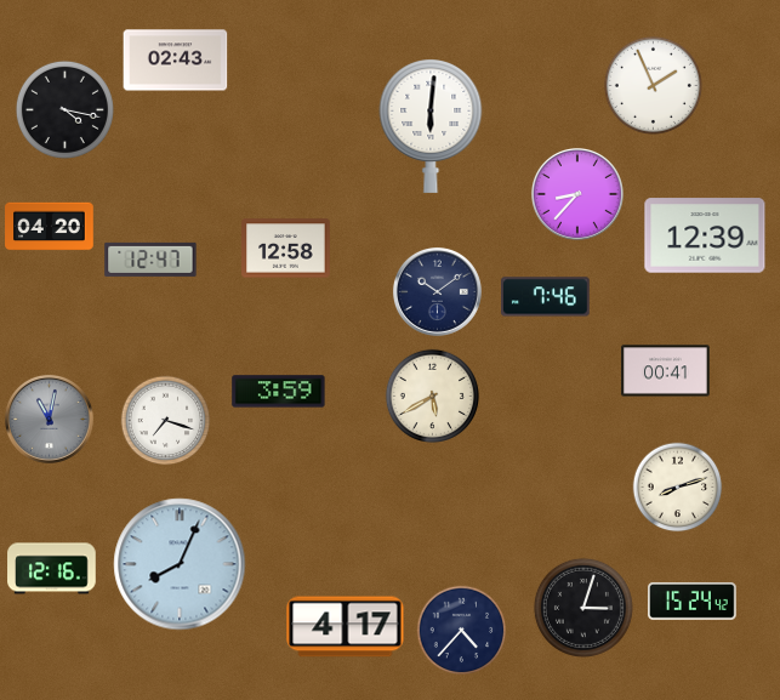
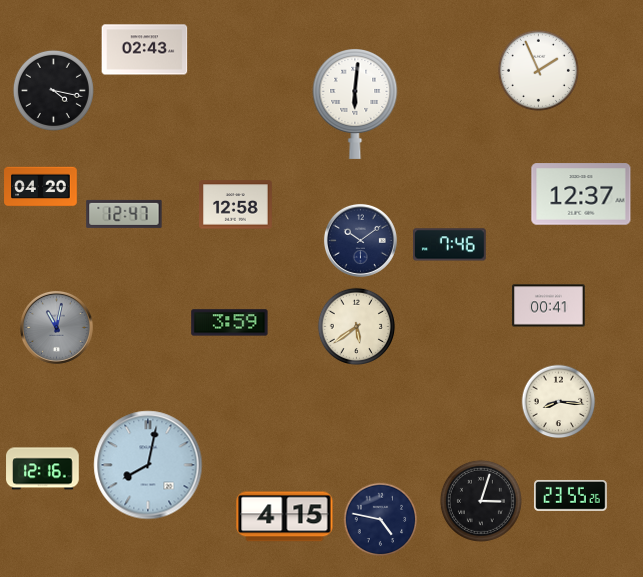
clock at (577, 194): 8:37 -> none
clock at (705, 235): 12:39 -> 12:37
clock at (432, 395): 5:40 -> 5:39
clock at (49, 419) position: (49, 419) -> (56, 327)
clock at (166, 421): 7:18 -> none
clock at (678, 488): 8:12 -> 8:16
clock at (180, 564): 8:04 -> 8:02
clock at (693, 601): 15:24 -> 23:55
clock at (346, 627): 4:17 -> 4:15
clock at (462, 631): 4:37 -> 4:47
